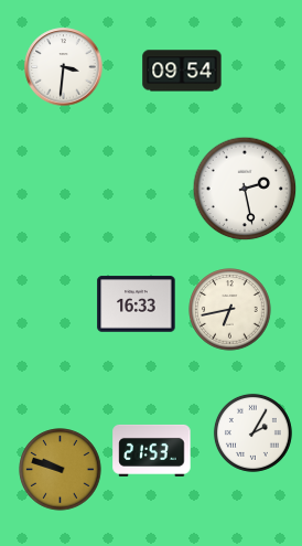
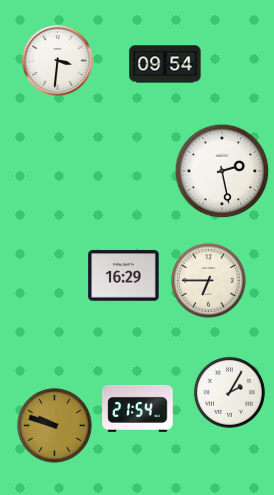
clock at (137, 304): 16:33 -> 16:29
clock at (230, 310): 6:43 -> 6:45
clock at (152, 450): 21:53 -> 21:54
